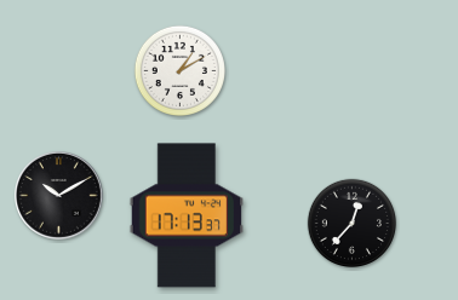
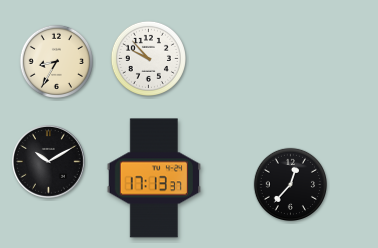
clock at (179, 70): 1:10 -> 9:53
clock at (56, 61): none -> 8:35
